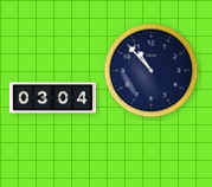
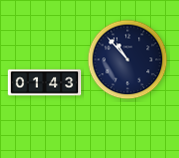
clock at (53, 98): 03:04 -> 01:43
